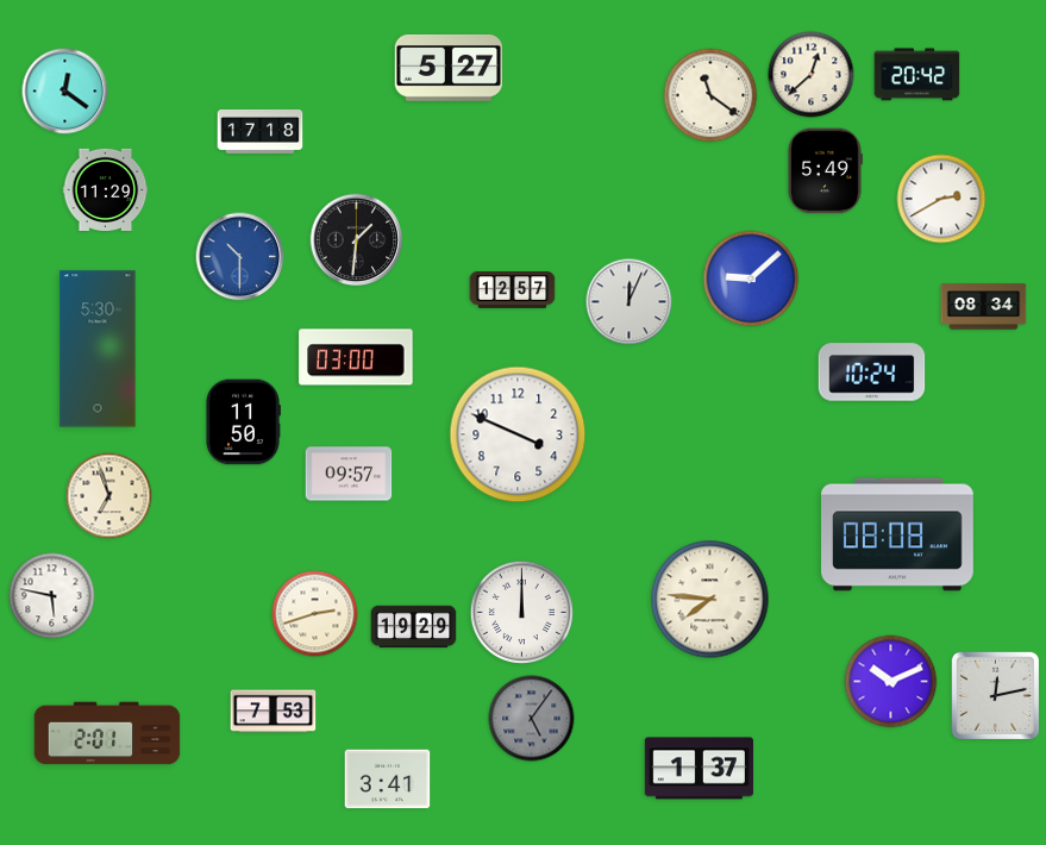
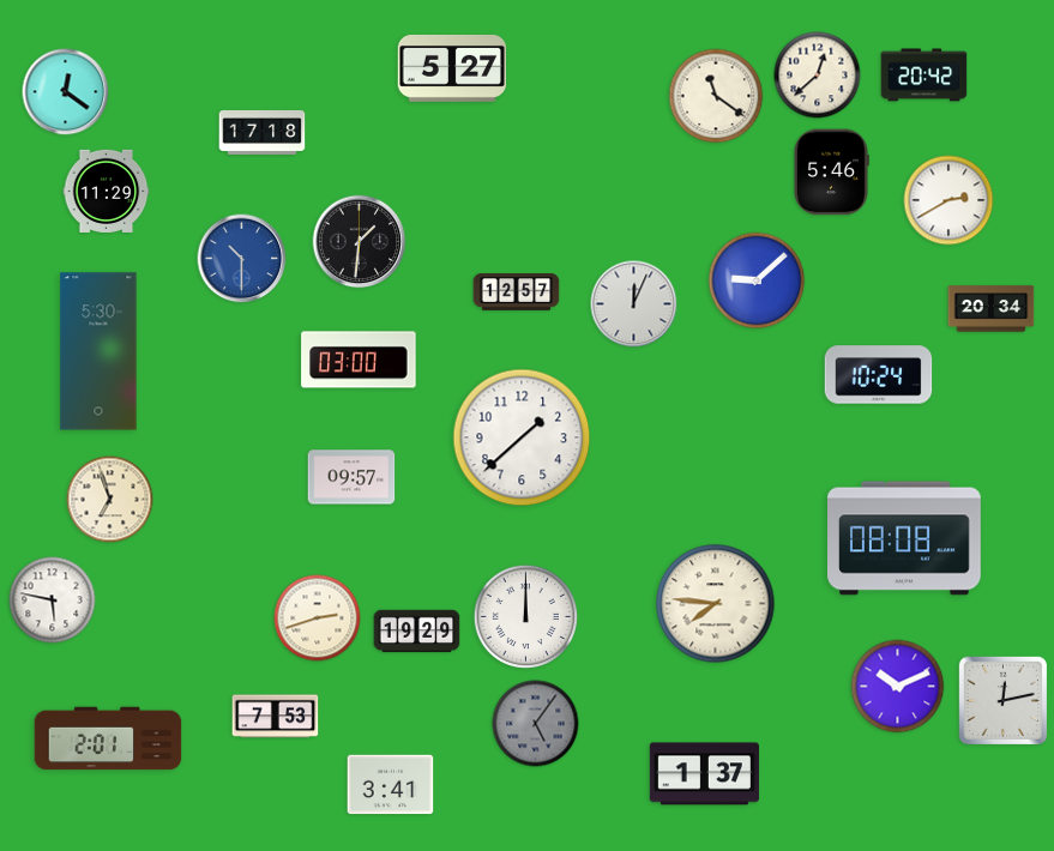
clock at (826, 171): 5:49 -> 5:46
clock at (984, 307): 08:34 -> 20:34
clock at (244, 422): 11:50 -> none
clock at (518, 434): 3:49 -> 1:38
